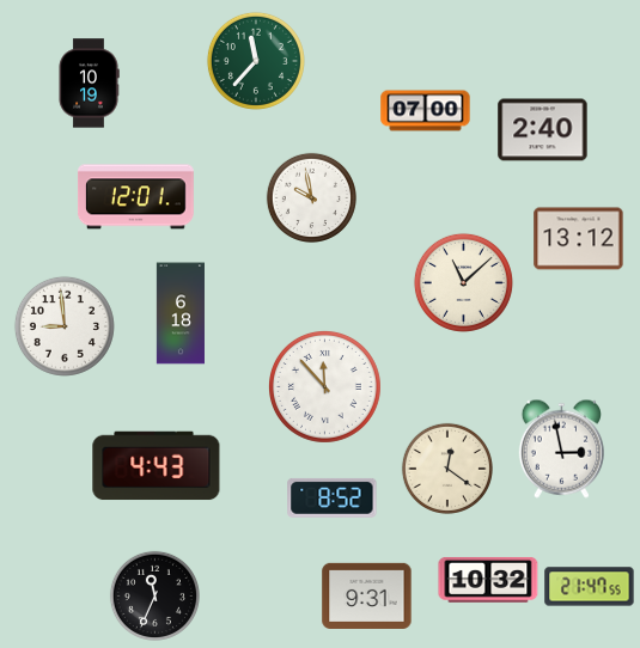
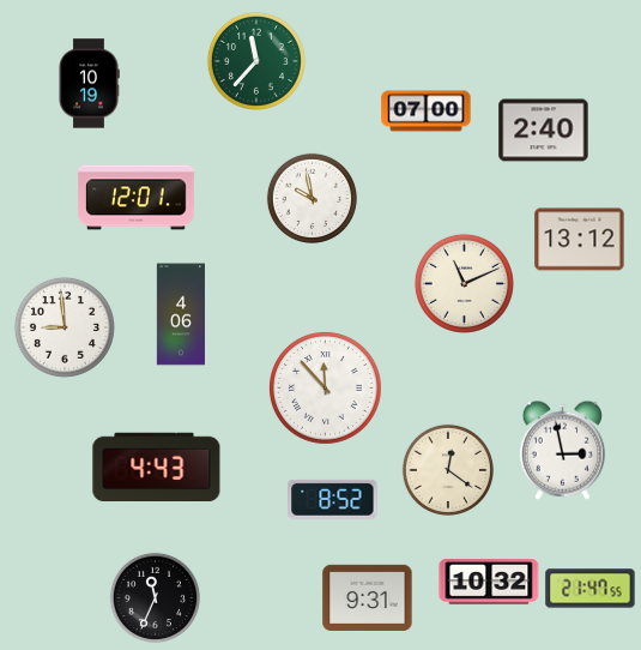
clock at (463, 282): 11:08 -> 11:11
clock at (181, 313): 6:18 -> 4:06
